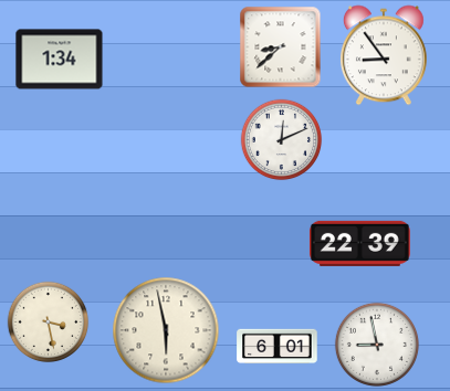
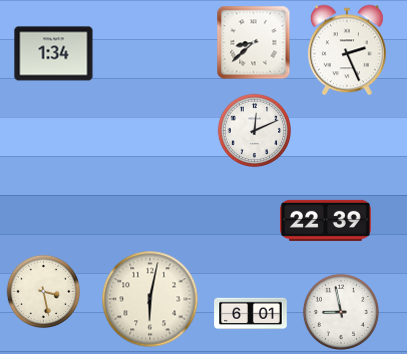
clock at (384, 55): 8:54 -> 2:26
clock at (282, 140) position: (282, 140) -> (255, 131)
clock at (166, 330): 5:58 -> 6:02
